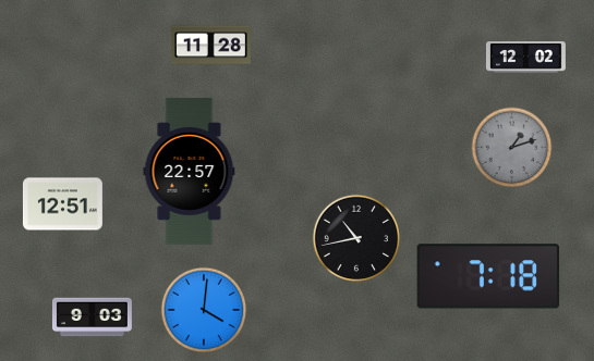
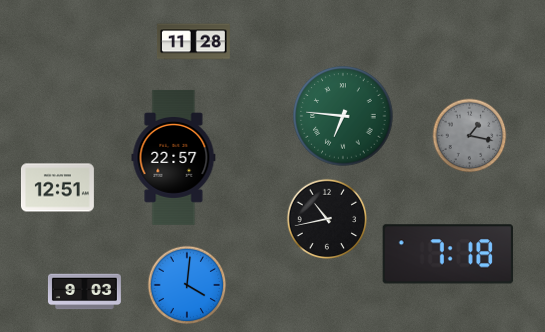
clock at (525, 58): 12:02 -> none
clock at (343, 116): none -> 6:46
clock at (512, 148): 1:12 -> 1:17
